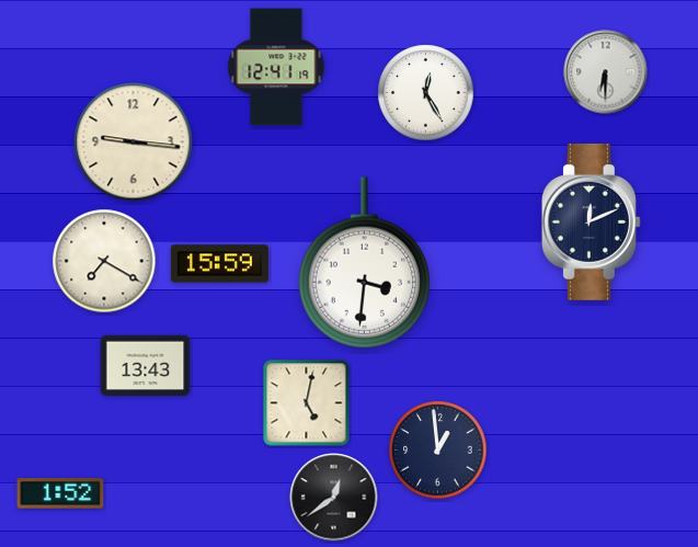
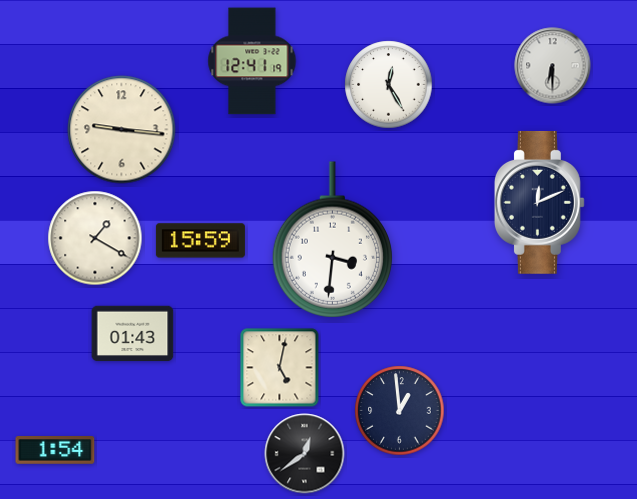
clock at (104, 261): 7:20 -> 1:20
clock at (146, 366): 13:43 -> 01:43
clock at (60, 494): 1:52 -> 1:54
